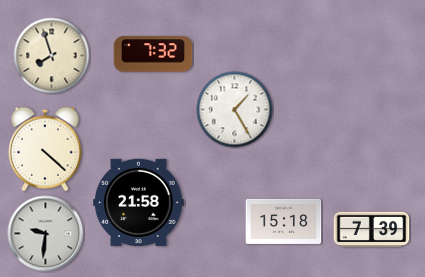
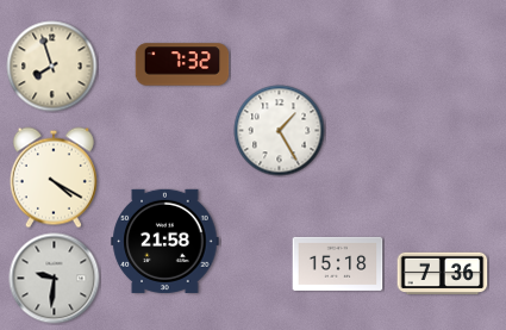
clock at (52, 56) position: (52, 56) -> (52, 67)
clock at (45, 149): 4:22 -> 4:20
clock at (372, 230): 7:39 -> 7:36
